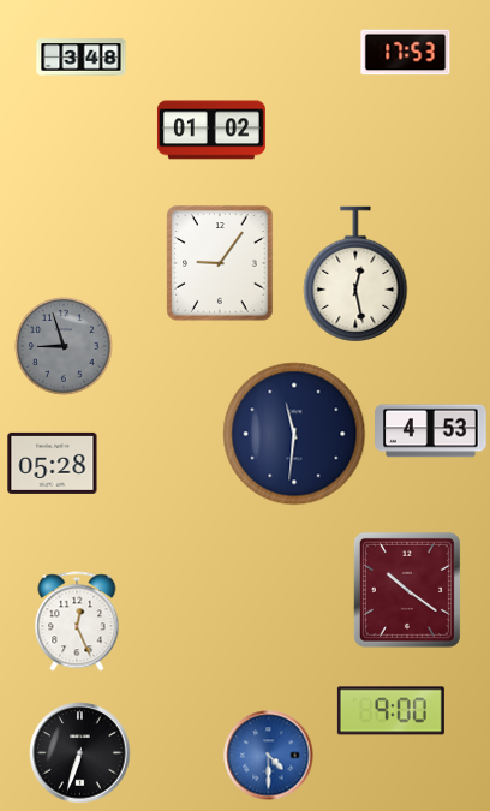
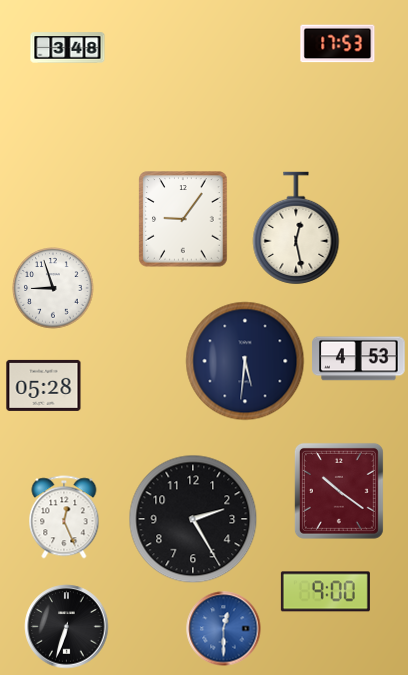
clock at (211, 130): 01:02 -> none
clock at (64, 346) dial: grey -> white
clock at (294, 434): 11:31 -> 5:31
clock at (193, 519): none -> 2:25
clock at (269, 756): 4:30 -> 12:30
